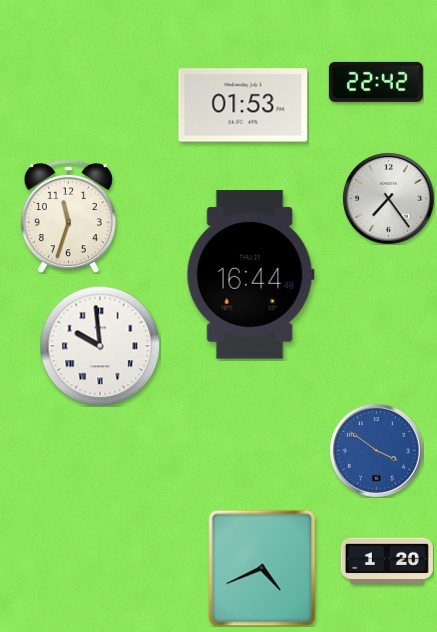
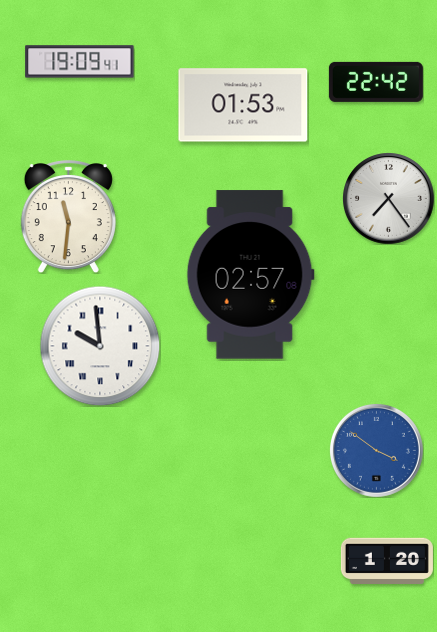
clock at (80, 62): none -> 19:09
clock at (68, 217): 11:33 -> 11:31
clock at (250, 275): 16:44 -> 02:57
clock at (262, 568): 4:41 -> none
